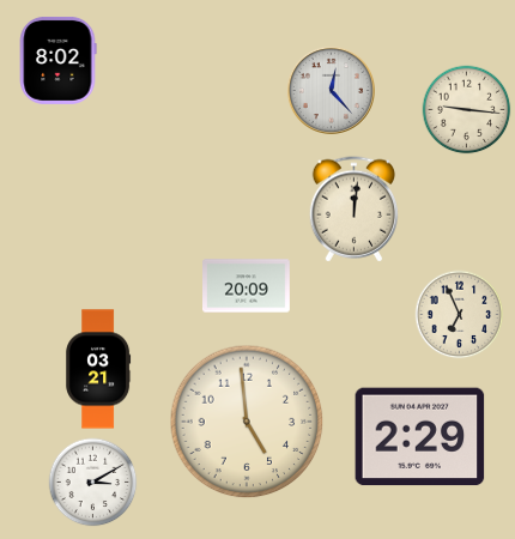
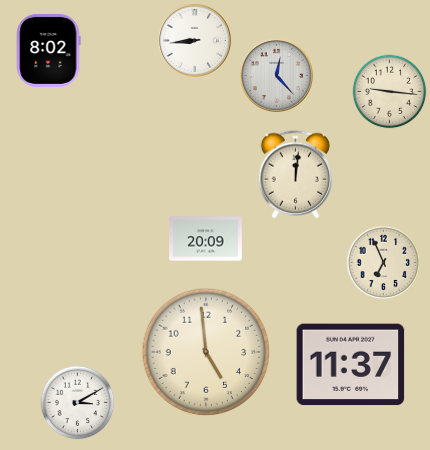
clock at (194, 40): none -> 8:44
clock at (98, 369): 03:21 -> none
clock at (420, 437): 2:29 -> 11:37
